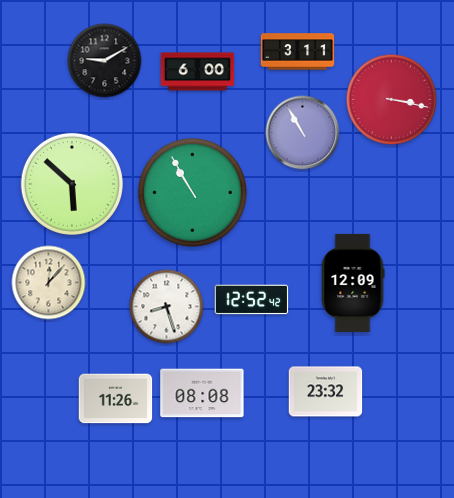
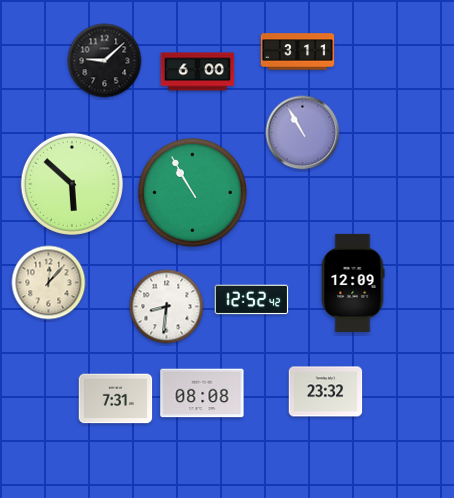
clock at (105, 61): 9:10 -> 9:08
clock at (392, 100): 3:17 -> none
clock at (167, 307): 8:27 -> 8:31
clock at (116, 399): 11:26 -> 7:31
